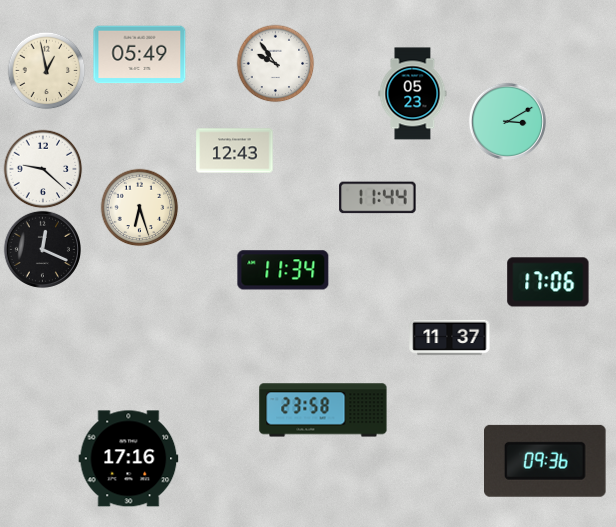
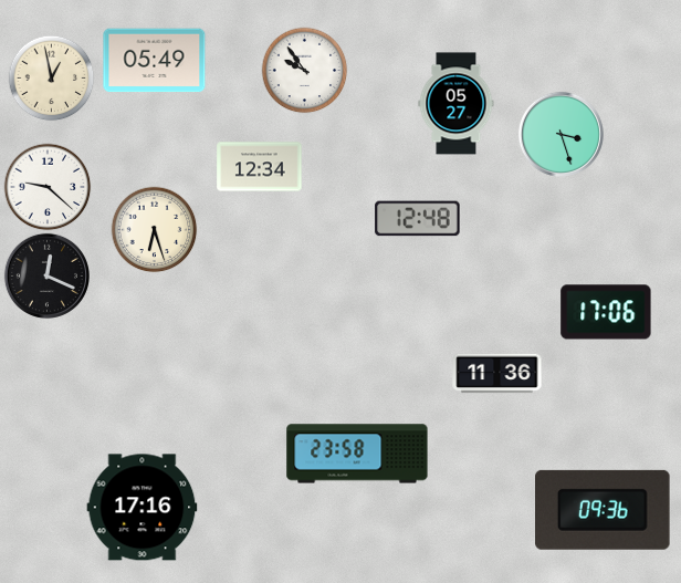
clock at (413, 94): 05:23 -> 05:27
clock at (507, 121): 3:10 -> 3:27
clock at (235, 151): 12:43 -> 12:34
clock at (378, 198): 11:44 -> 12:48
clock at (283, 270): 11:34 -> none
clock at (450, 338): 11:37 -> 11:36
